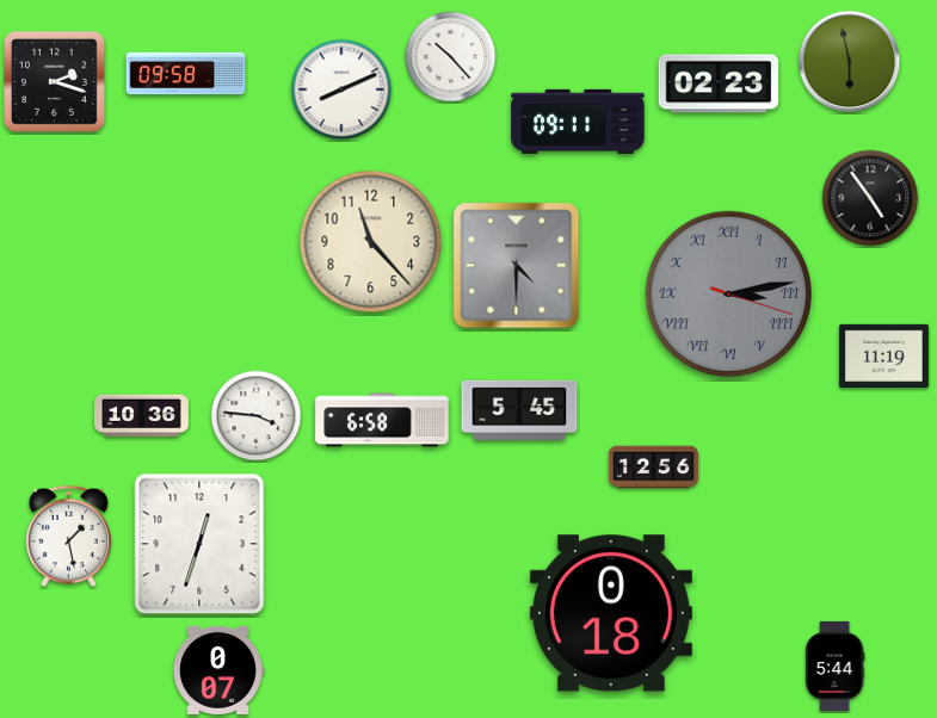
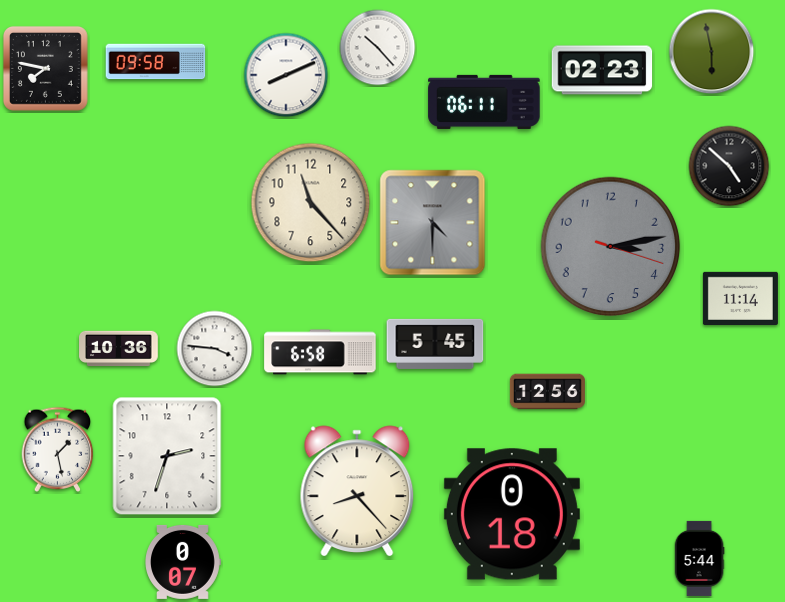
clock at (54, 81): 2:18 -> 7:47
clock at (578, 122): 09:11 -> 06:11
clock at (870, 198): 4:54 -> 4:52
clock at (729, 295) numerals: Roman -> Arabic
clock at (883, 355): 11:19 -> 11:14
clock at (199, 544): 12:33 -> 2:33
clock at (357, 491): none -> 8:23
